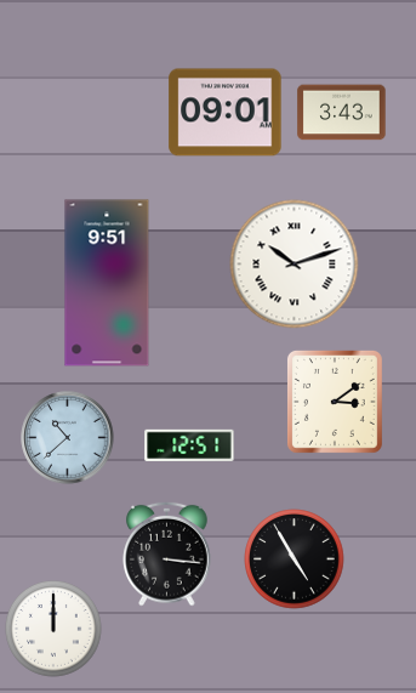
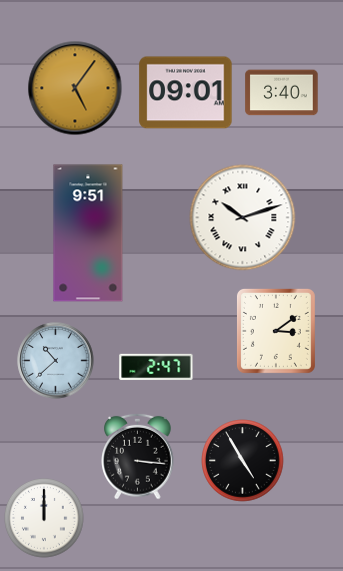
clock at (75, 88): none -> 5:06
clock at (342, 113): 3:43 -> 3:40
clock at (189, 445): 12:51 -> 2:47
